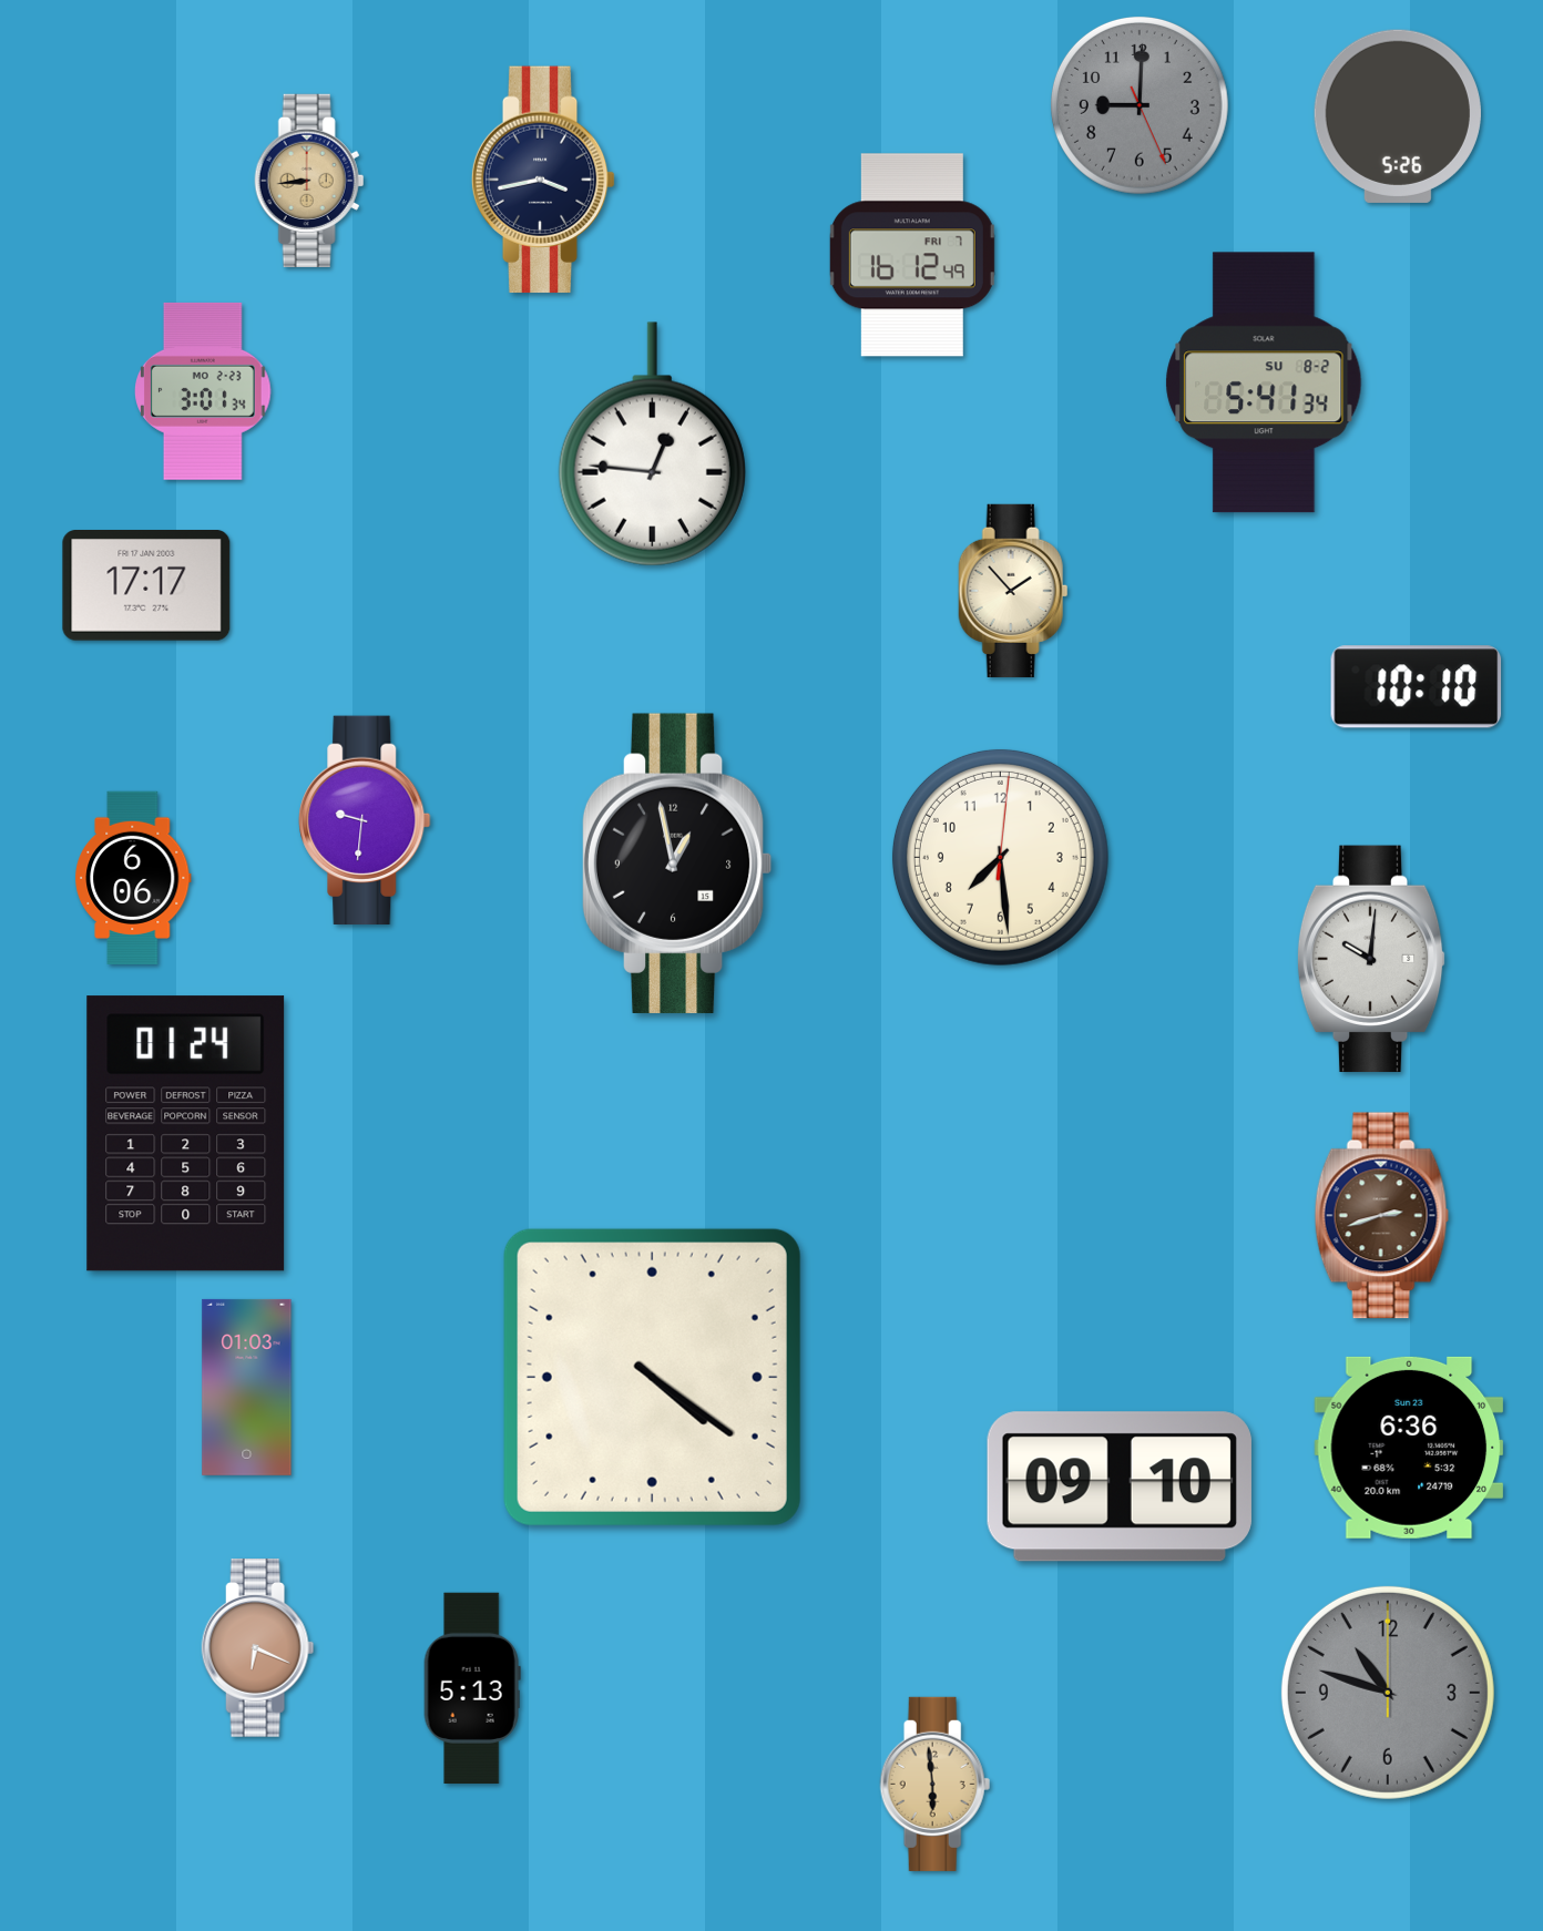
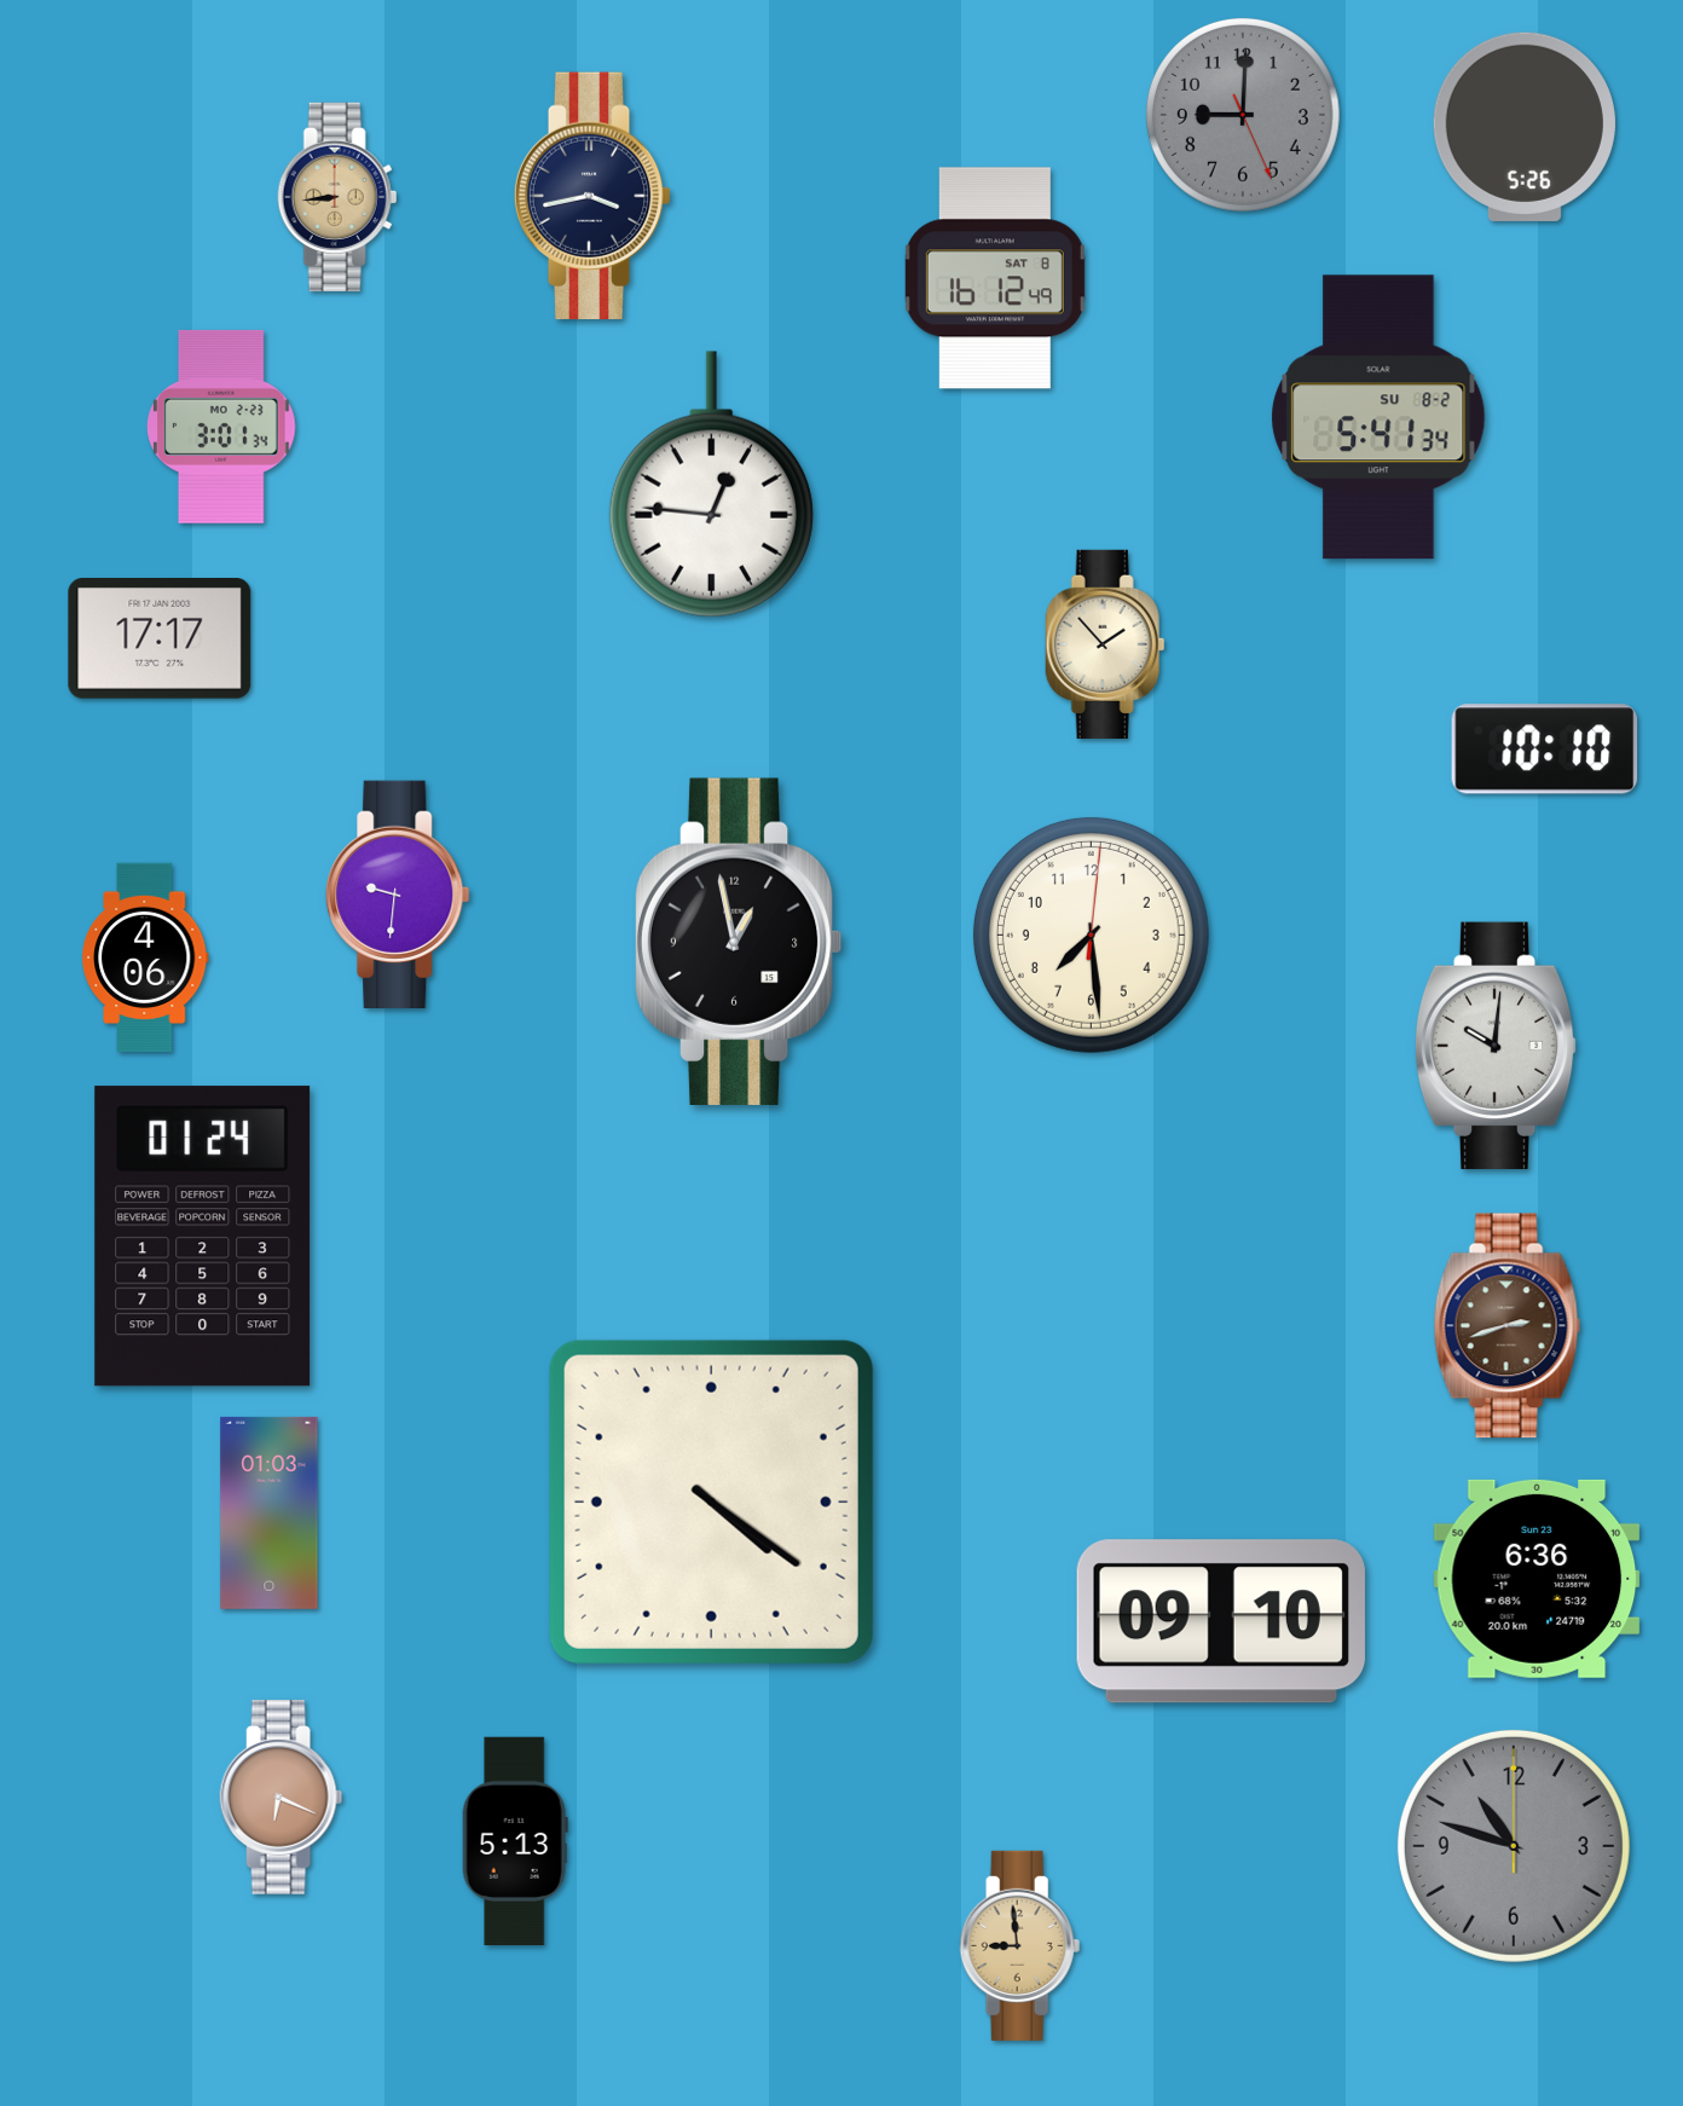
clock at (912, 255) date: FRI 7 -> SAT 8
clock at (133, 878): 6:06 -> 4:06
clock at (936, 1784): 5:59 -> 8:59
